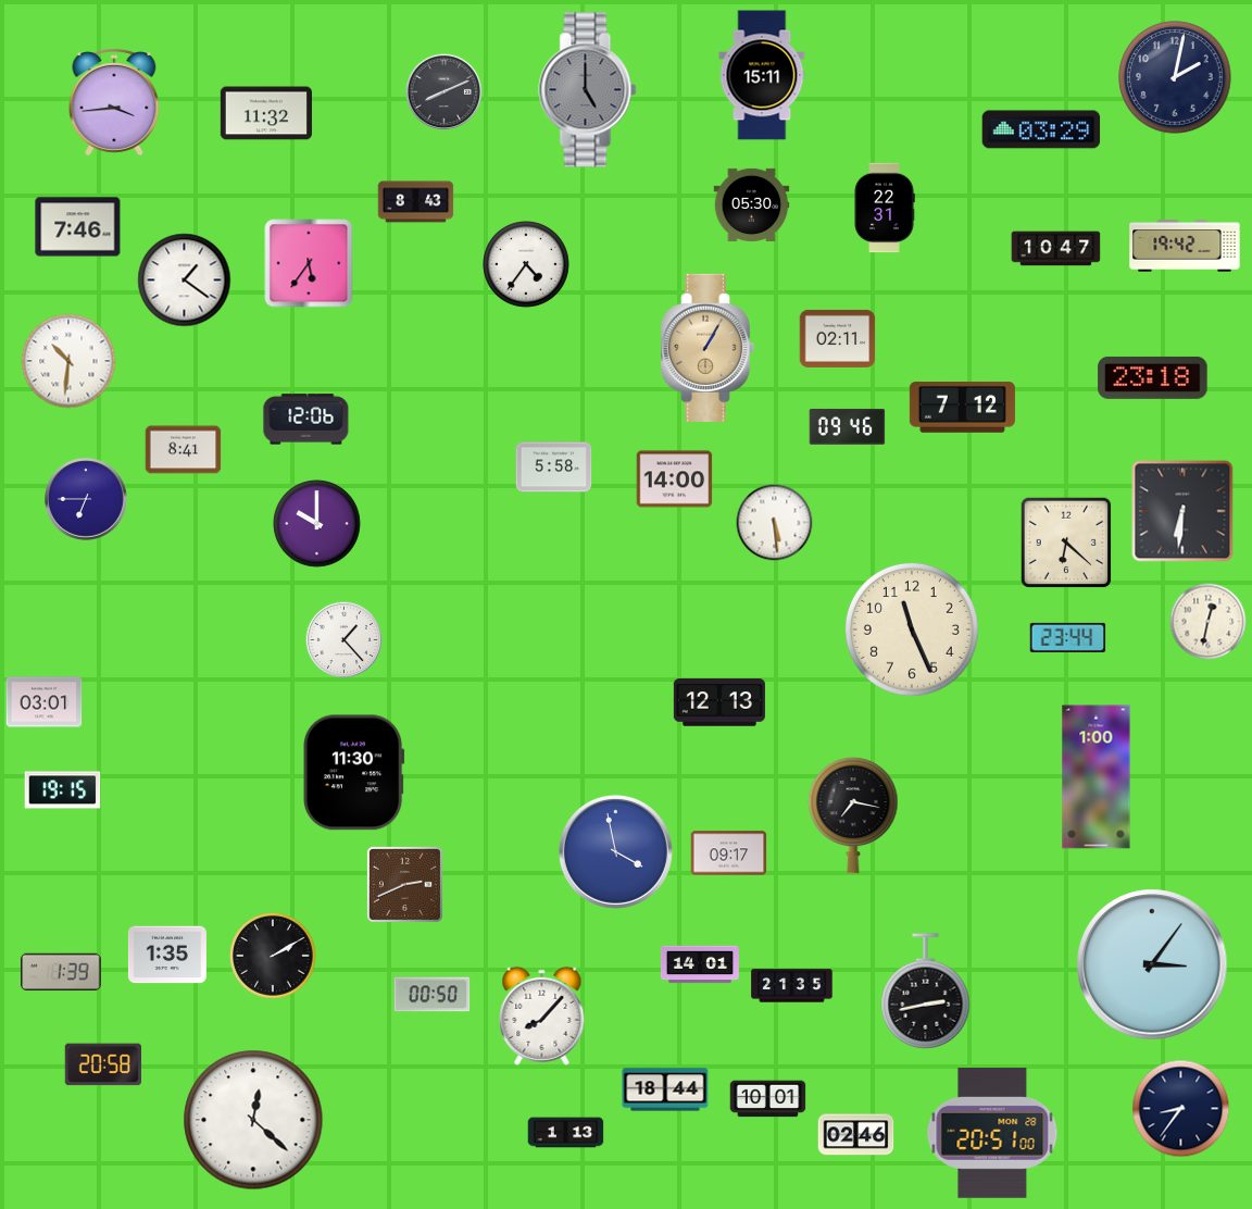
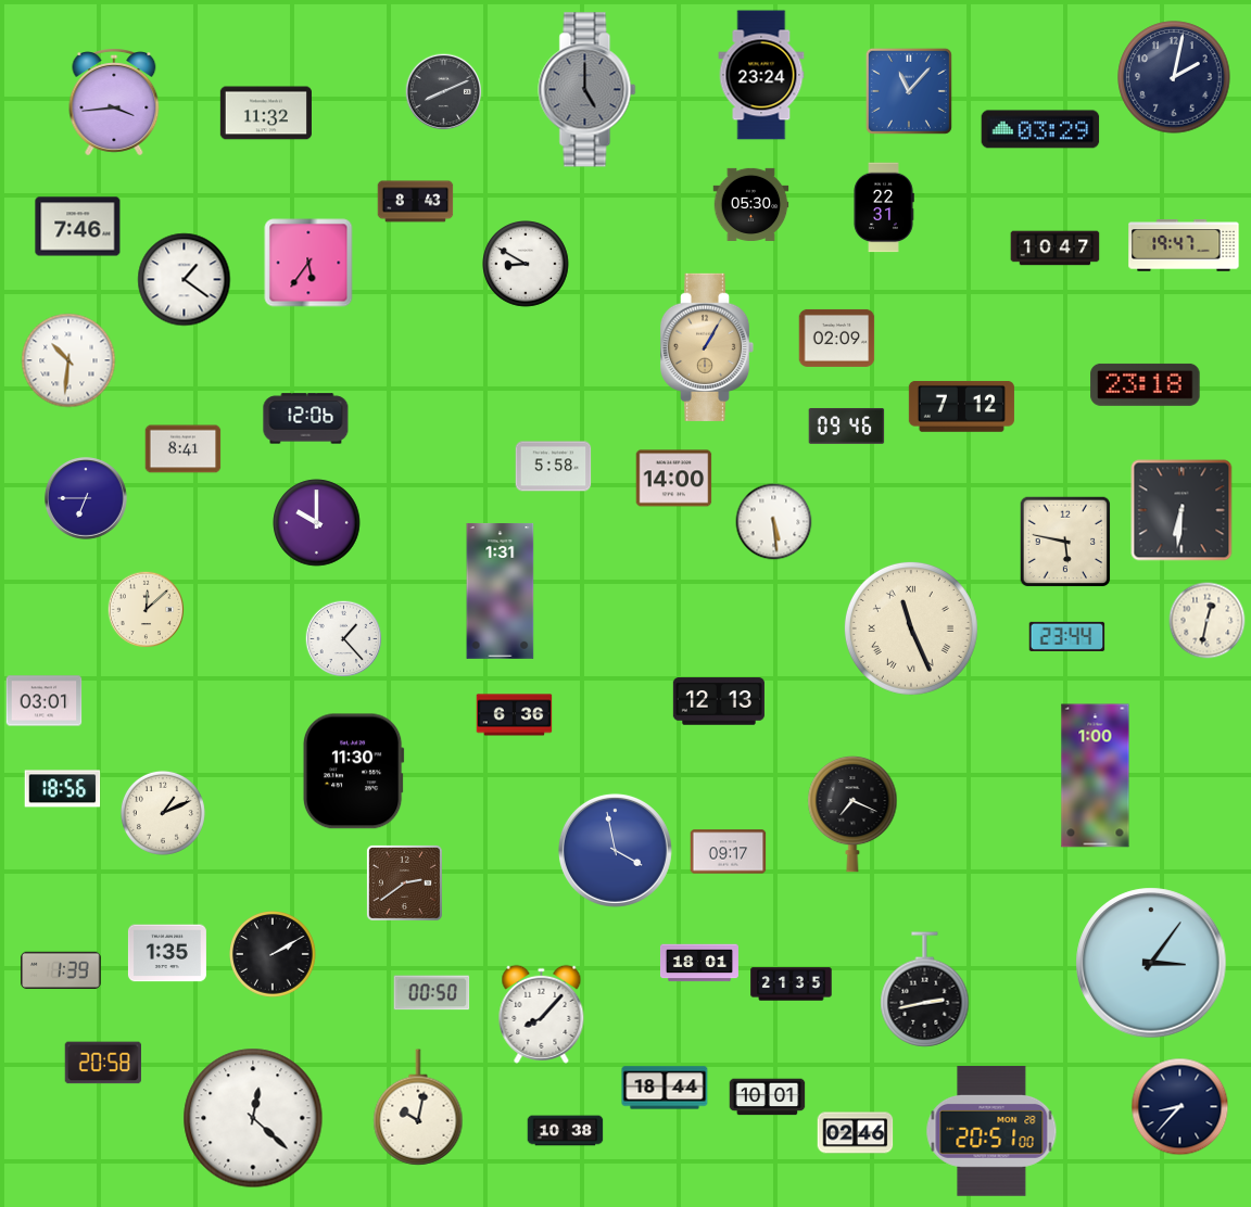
clock at (762, 75): 15:11 -> 23:24
clock at (909, 91): none -> 11:07
clock at (1185, 246): 19:42 -> 19:47
clock at (527, 265): 4:36 -> 8:50
clock at (838, 338): 02:11 -> 02:09
clock at (1153, 377) position: (1153, 377) -> (1146, 384)
clock at (1066, 543): 6:22 -> 5:47
clock at (501, 590): none -> 1:31
clock at (147, 610): none -> 12:08
clock at (912, 630) numerals: Arabic -> Roman
clock at (515, 715): none -> 6:36
clock at (63, 790): 19:15 -> 18:56
clock at (163, 813): none -> 1:11
clock at (853, 815): 7:17 -> 7:19
clock at (404, 884): 2:41 -> 2:39
clock at (700, 964): 14:01 -> 18:01
clock at (418, 1107): none -> 10:02
clock at (1181, 1109): 8:36 -> 8:37
clock at (566, 1133): 1:13 -> 10:38
